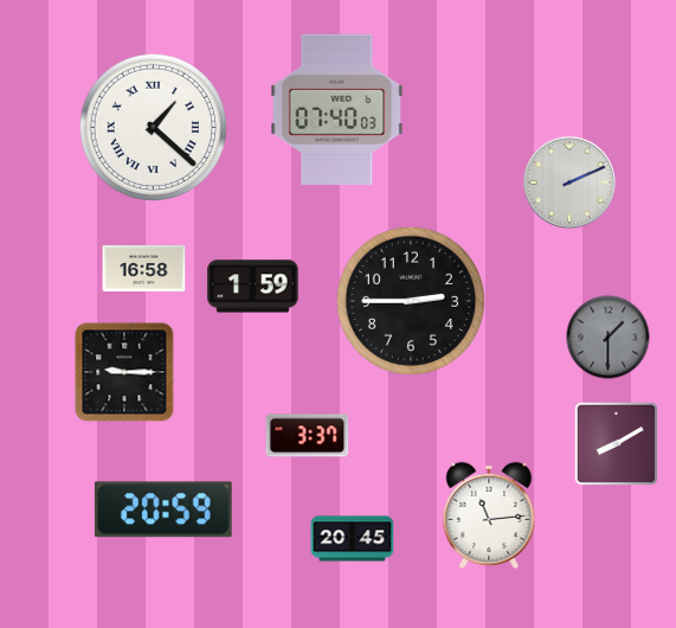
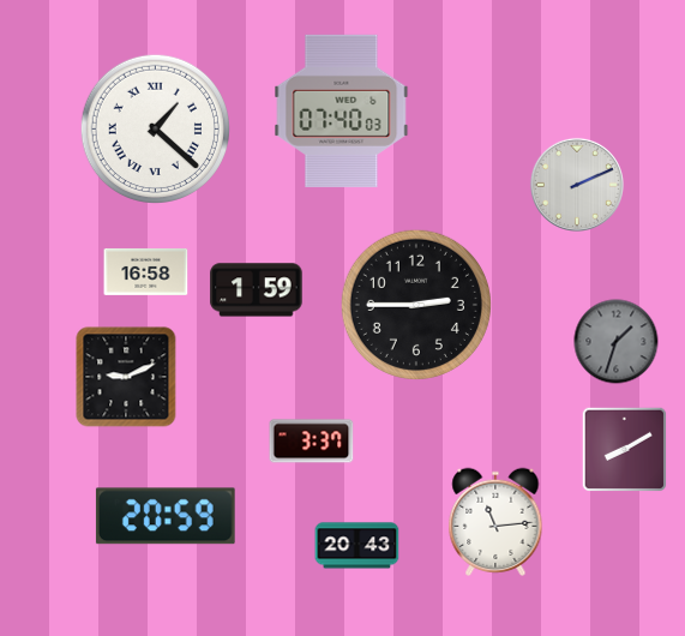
clock at (609, 338): 1:30 -> 1:33
clock at (124, 372): 9:15 -> 9:11
clock at (353, 539): 20:45 -> 20:43
